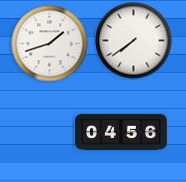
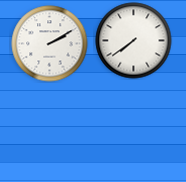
clock at (50, 44): 1:42 -> 2:10
clock at (122, 132): 04:56 -> none
